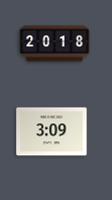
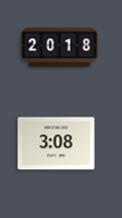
clock at (52, 132): 3:09 -> 3:08
